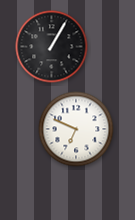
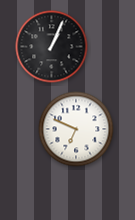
clock at (52, 47): 1:05 -> 1:04
